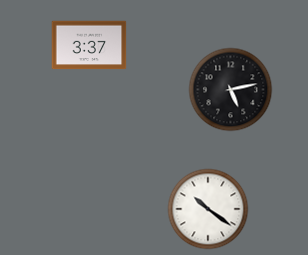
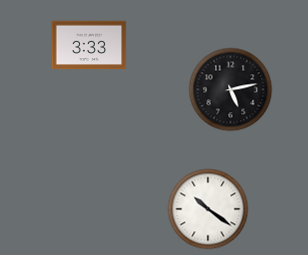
clock at (89, 45): 3:37 -> 3:33
